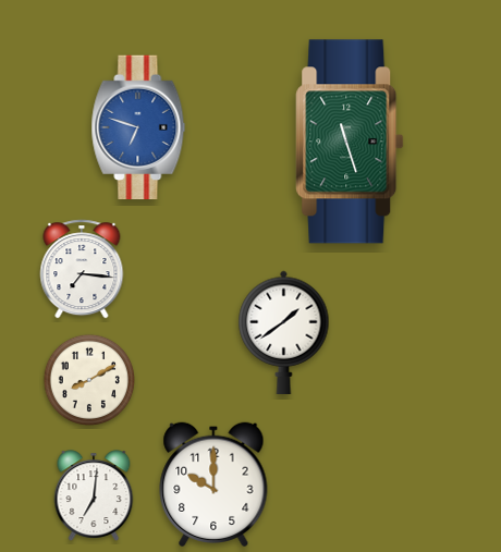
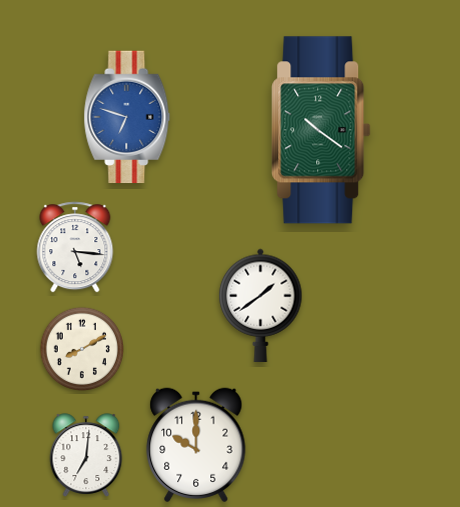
clock at (350, 142): 11:27 -> 10:21
clock at (82, 269): 7:16 -> 5:16
